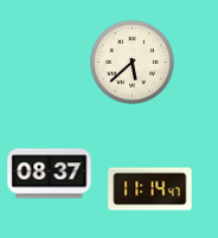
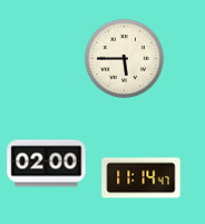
clock at (133, 63): 5:38 -> 5:45
clock at (50, 174): 08:37 -> 02:00
